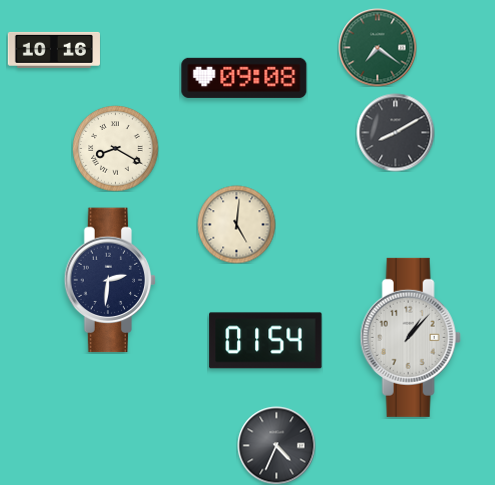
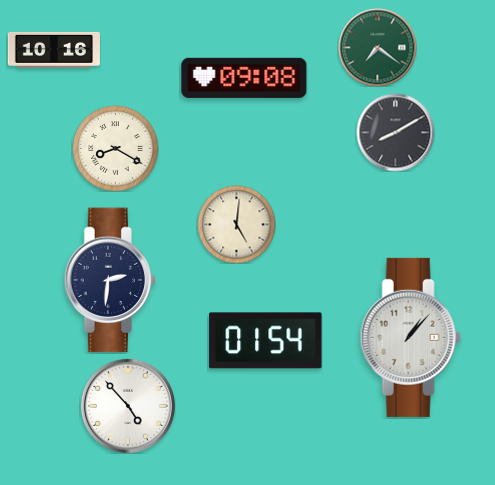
clock at (128, 406): none -> 4:53
clock at (276, 445): 4:34 -> none
